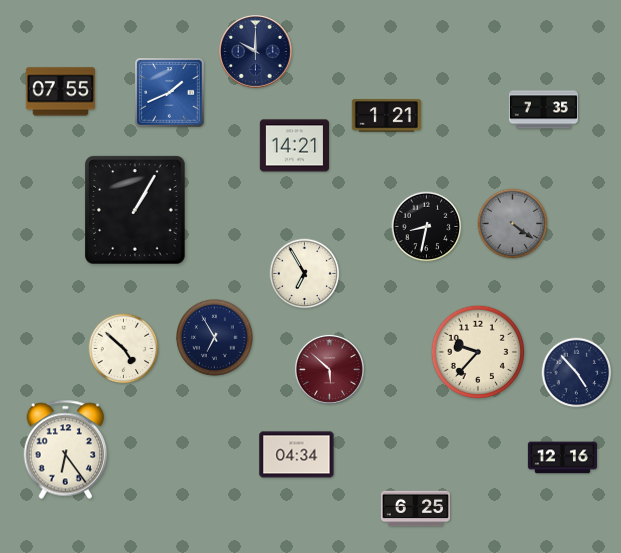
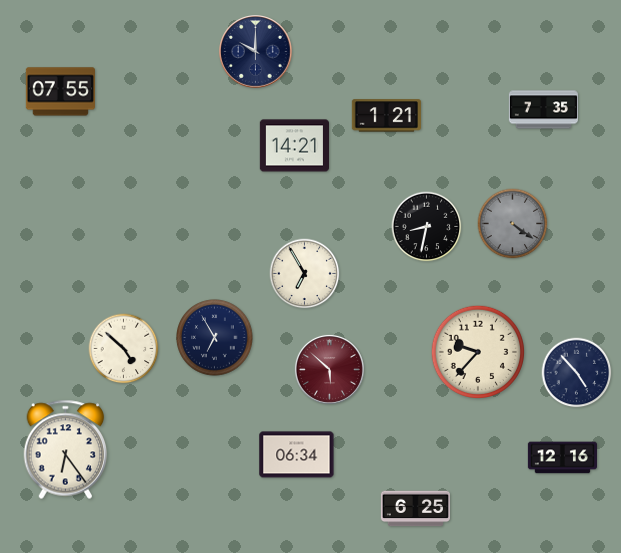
clock at (170, 93): 1:41 -> none
clock at (135, 210): 1:05 -> none
clock at (297, 455): 04:34 -> 06:34
